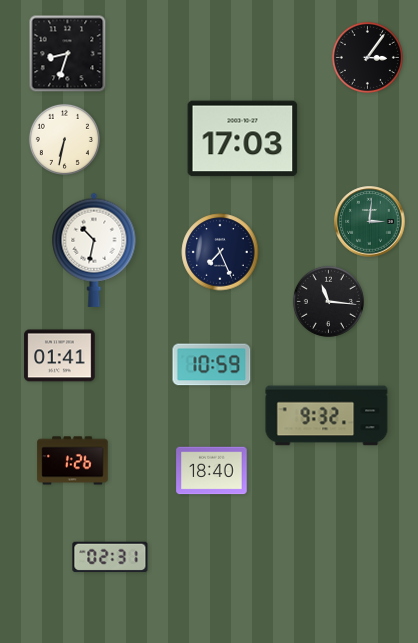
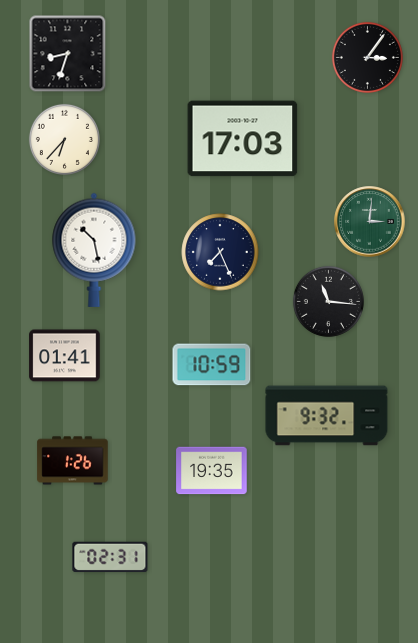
clock at (64, 139): 6:32 -> 6:37
clock at (94, 250): 10:32 -> 10:28
clock at (60, 356) position: (60, 356) -> (65, 356)
clock at (212, 471): 18:40 -> 19:35
